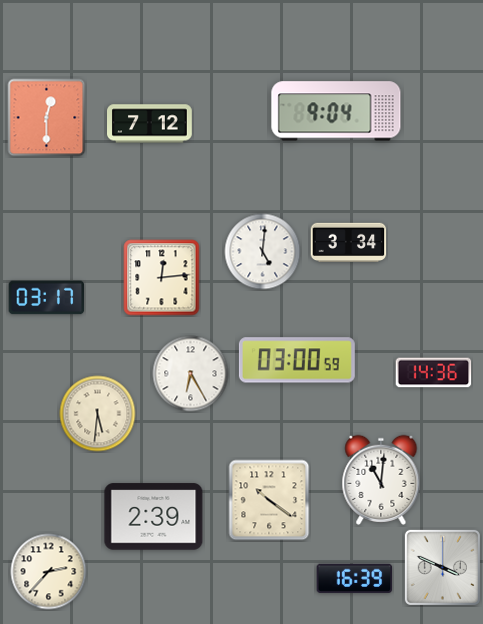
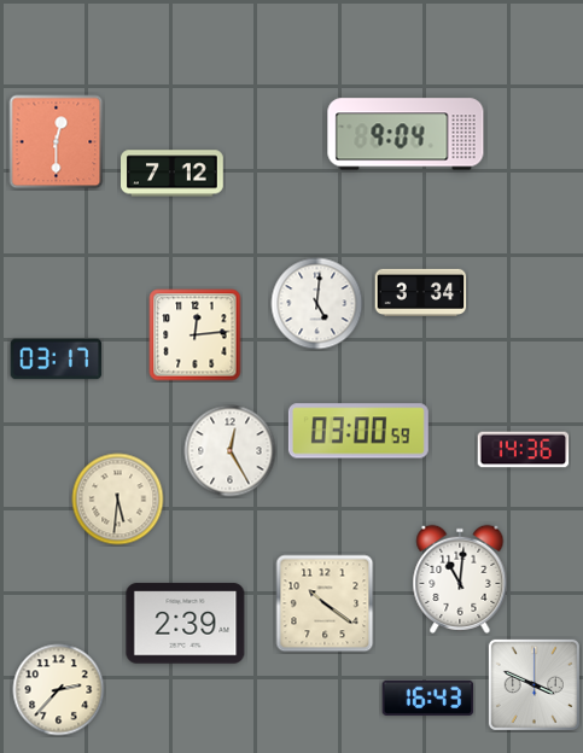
clock at (150, 124) position: (150, 124) -> (173, 174)
clock at (297, 360) position: (297, 360) -> (358, 431)
clock at (191, 374): 6:25 -> 12:25
clock at (355, 578): 16:39 -> 16:43
